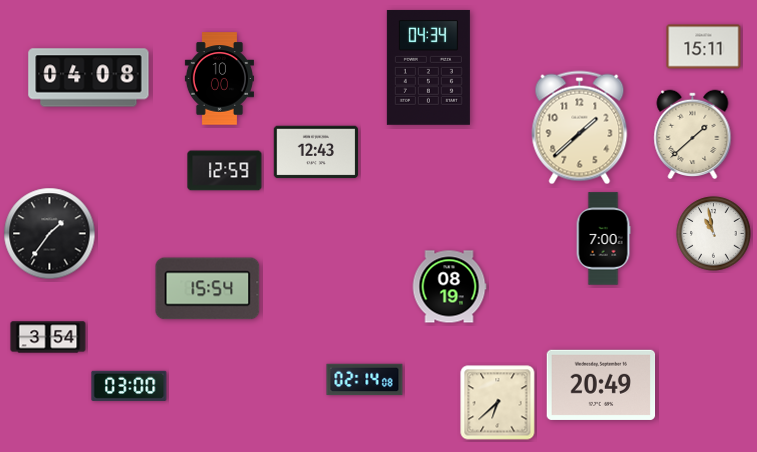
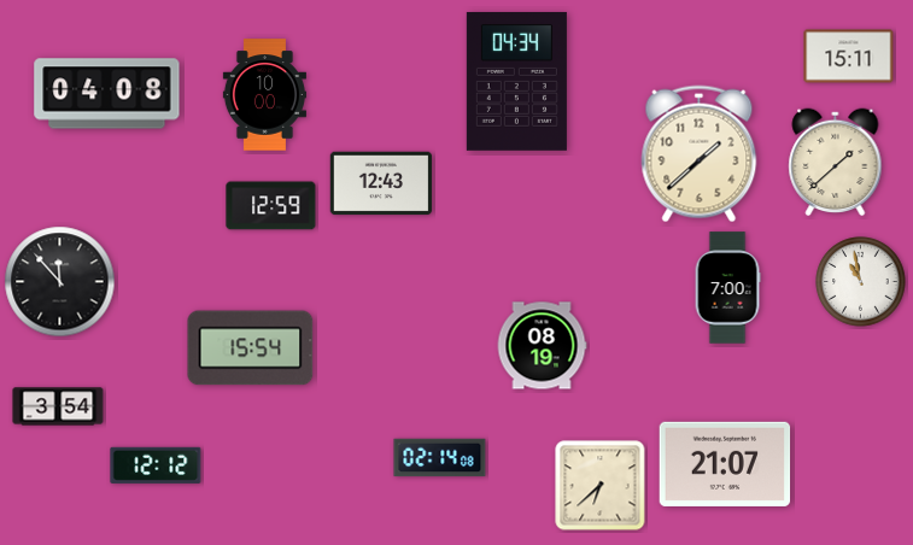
clock at (50, 234): 1:36 -> 11:53
clock at (601, 385): 20:49 -> 21:07
clock at (129, 386): 03:00 -> 12:12
